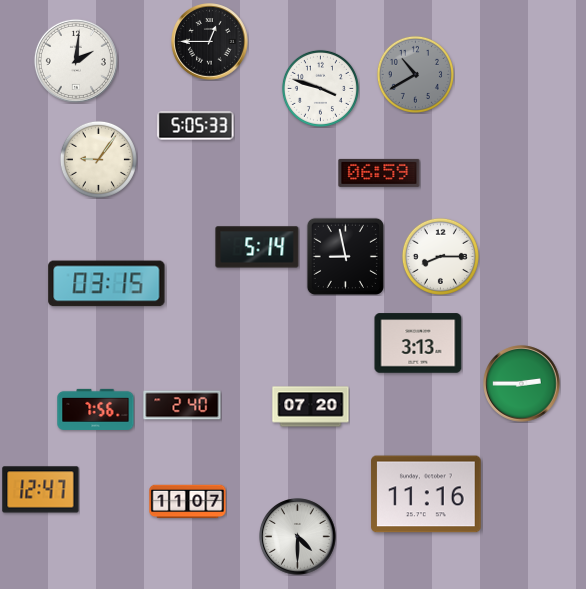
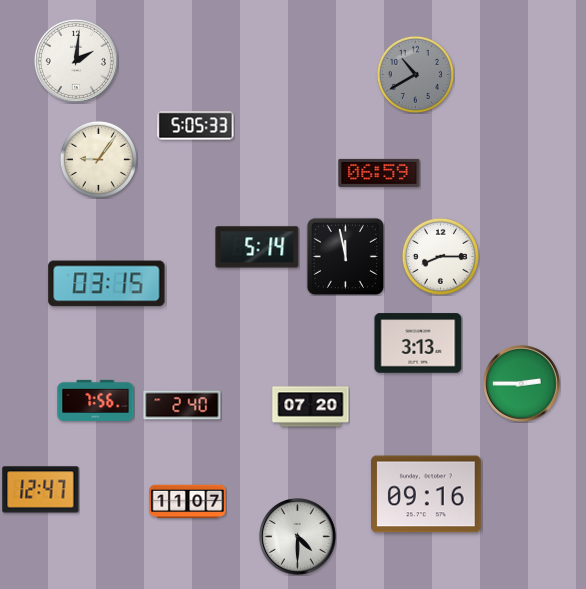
clock at (210, 42): 12:45 -> none
clock at (320, 88): 3:48 -> none
clock at (345, 256): 8:58 -> 11:58
clock at (96, 409) position: (96, 409) -> (96, 400)
clock at (426, 494): 11:16 -> 09:16
